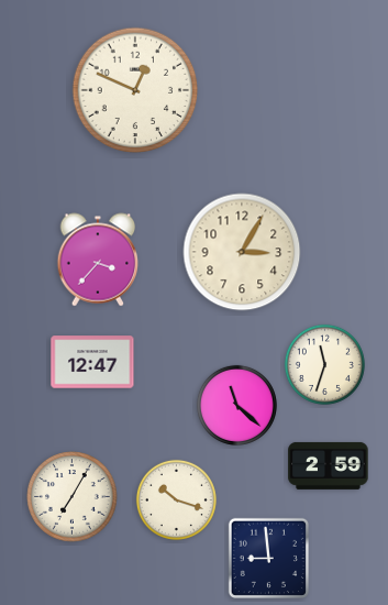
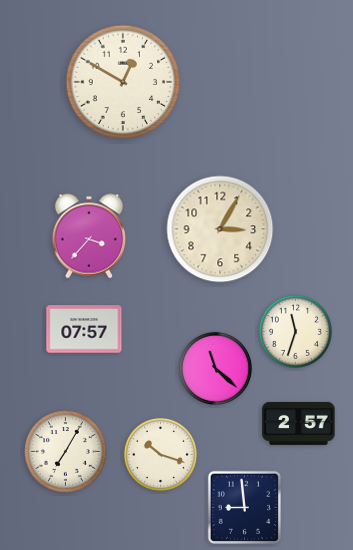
clock at (135, 90): 12:49 -> 12:50
clock at (92, 362): 12:47 -> 07:57
clock at (329, 465): 2:59 -> 2:57
